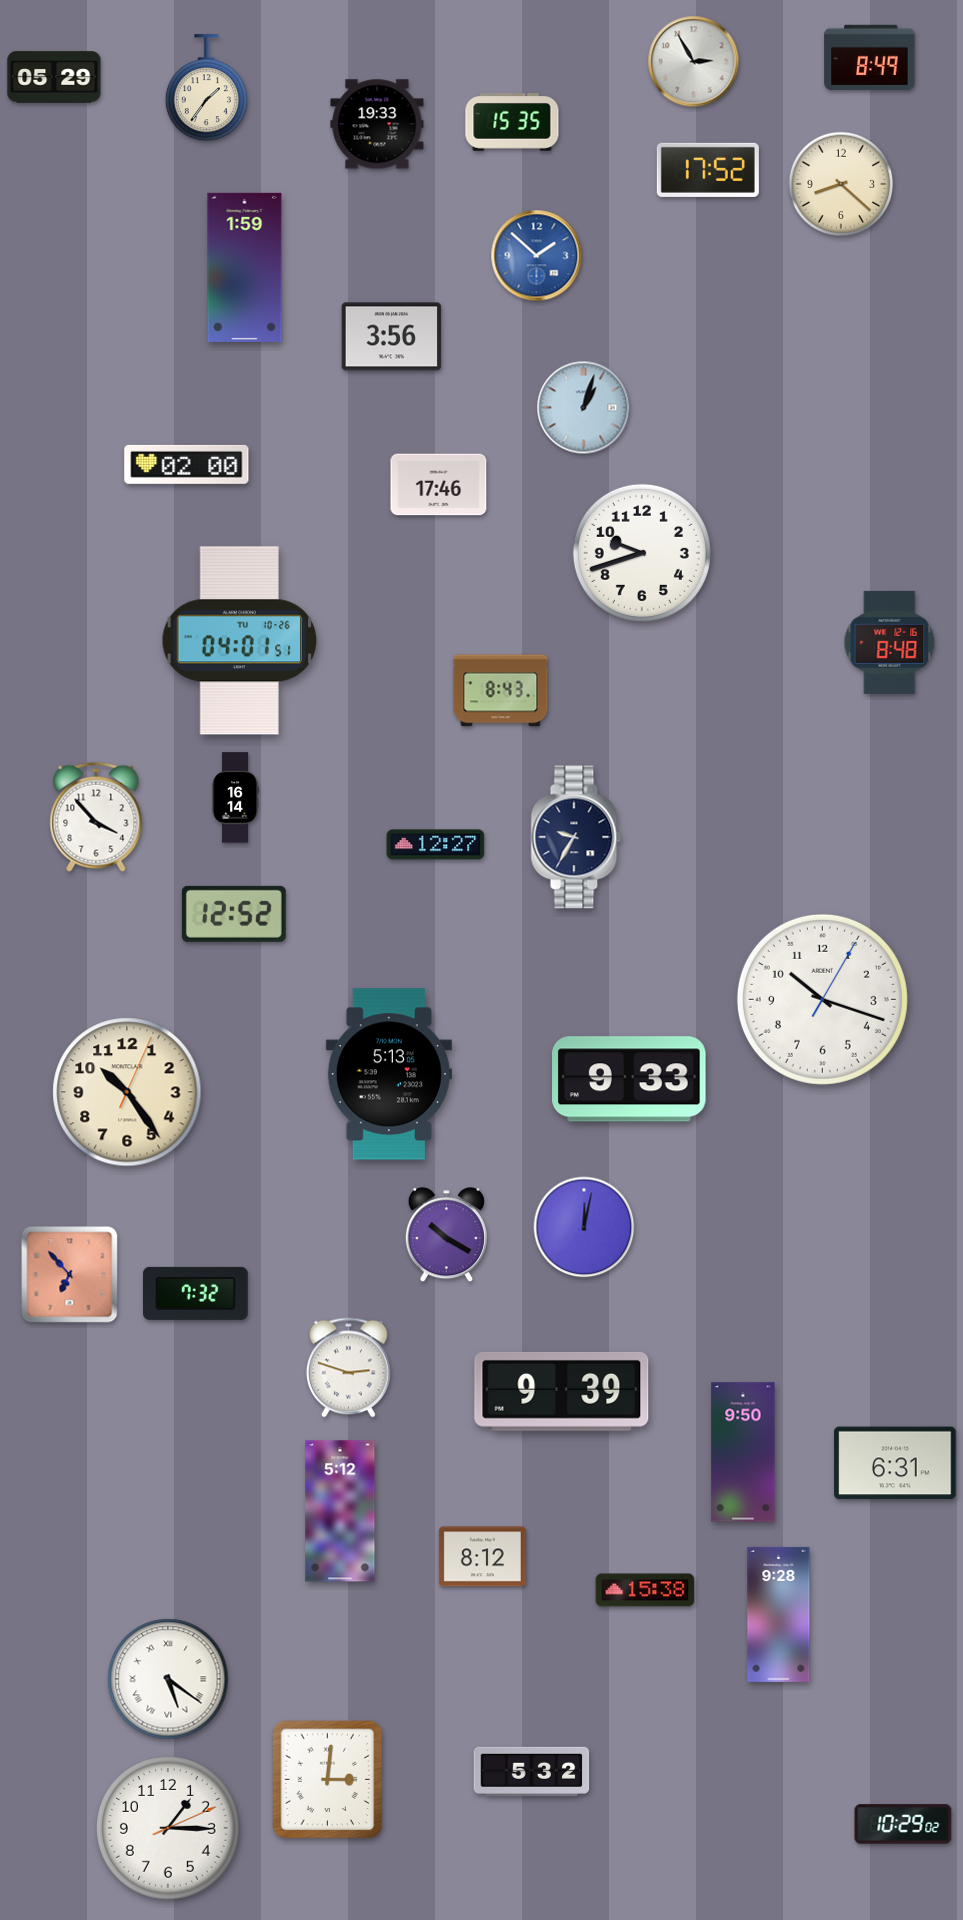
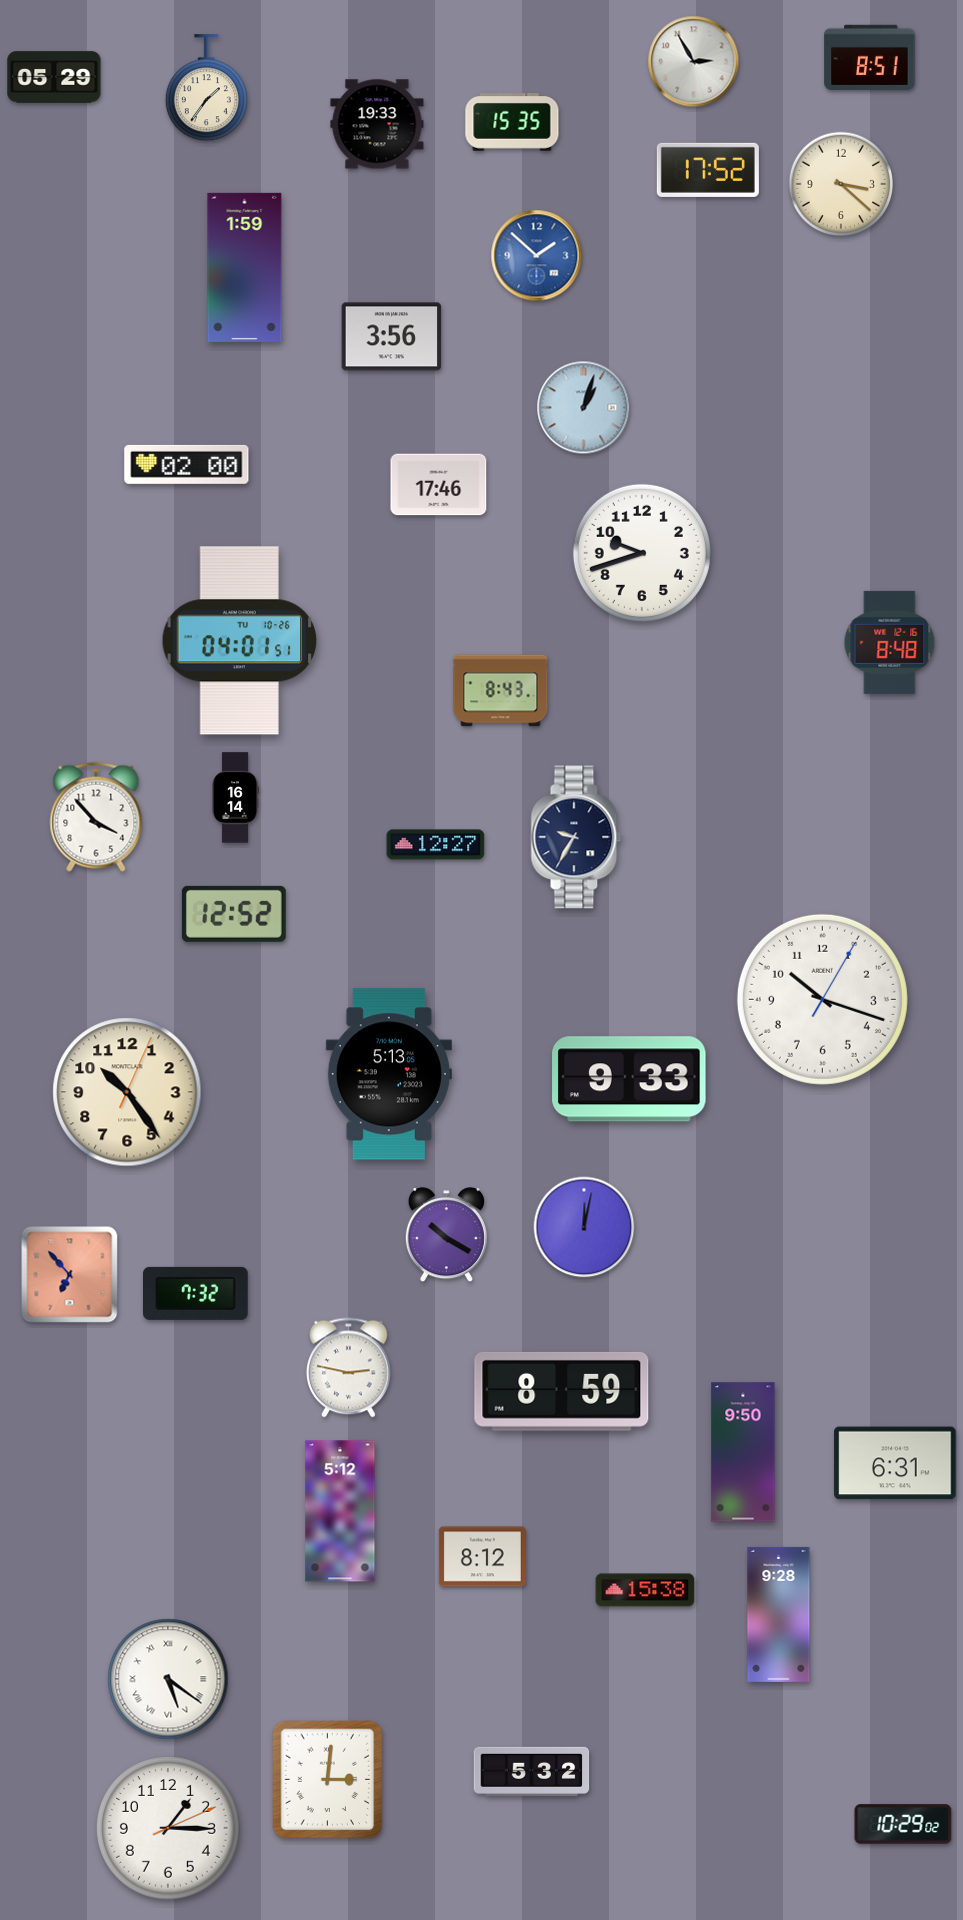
clock at (870, 57): 8:49 -> 8:51
clock at (841, 184): 8:22 -> 3:22
clock at (349, 1368): 2:48 -> 2:47
clock at (562, 1391): 9:39 -> 8:59
